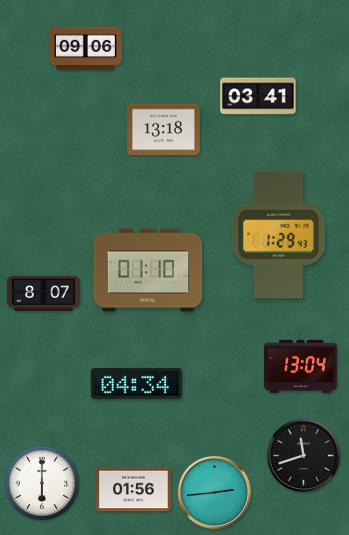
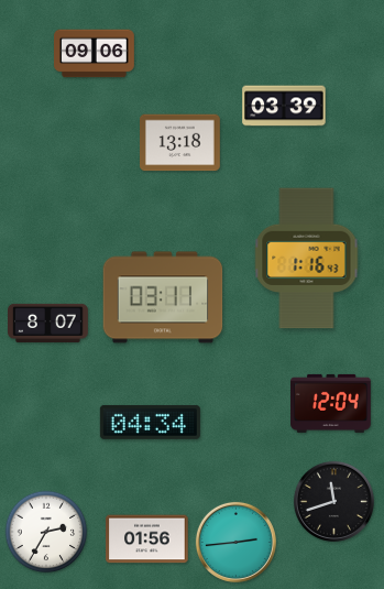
clock at (258, 96): 03:41 -> 03:39
clock at (279, 235): 1:29 -> 1:16
clock at (148, 270): 01:10 -> 03:11
clock at (301, 366): 13:04 -> 12:04
clock at (42, 483): 6:00 -> 2:35
